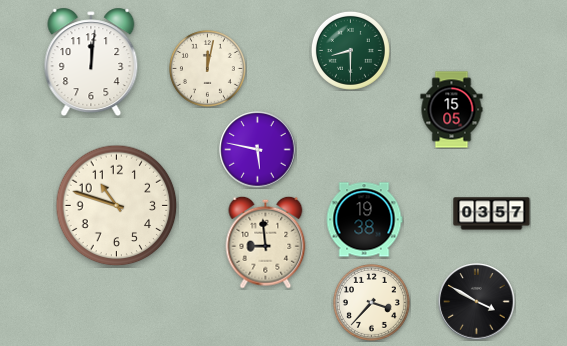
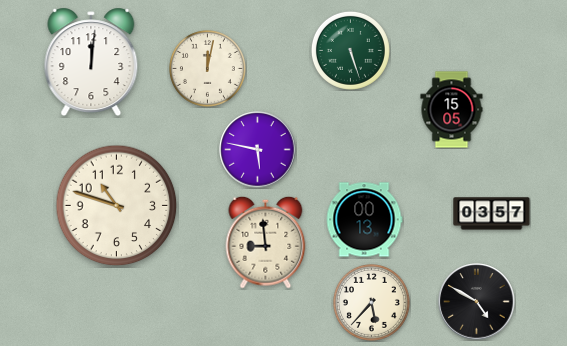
clock at (350, 50): 8:30 -> 5:27
clock at (364, 220): 19:38 -> 00:13
clock at (371, 302): 3:37 -> 5:37
clock at (477, 302): 3:50 -> 4:50
